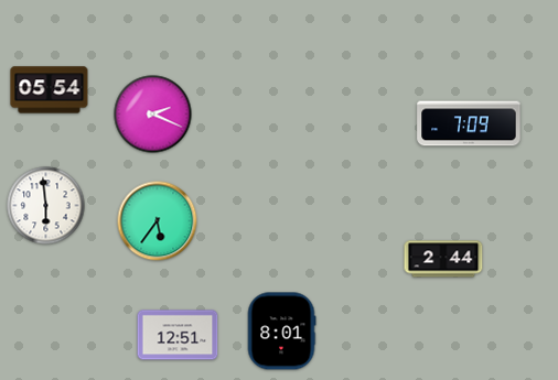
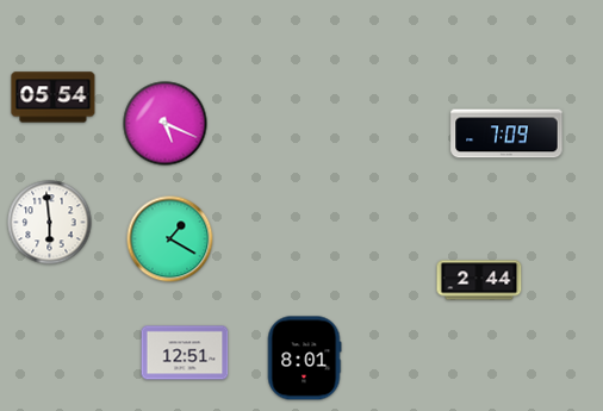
clock at (153, 115): 2:19 -> 5:19
clock at (158, 221): 5:36 -> 1:20
clock at (178, 335) position: (178, 335) -> (185, 353)
